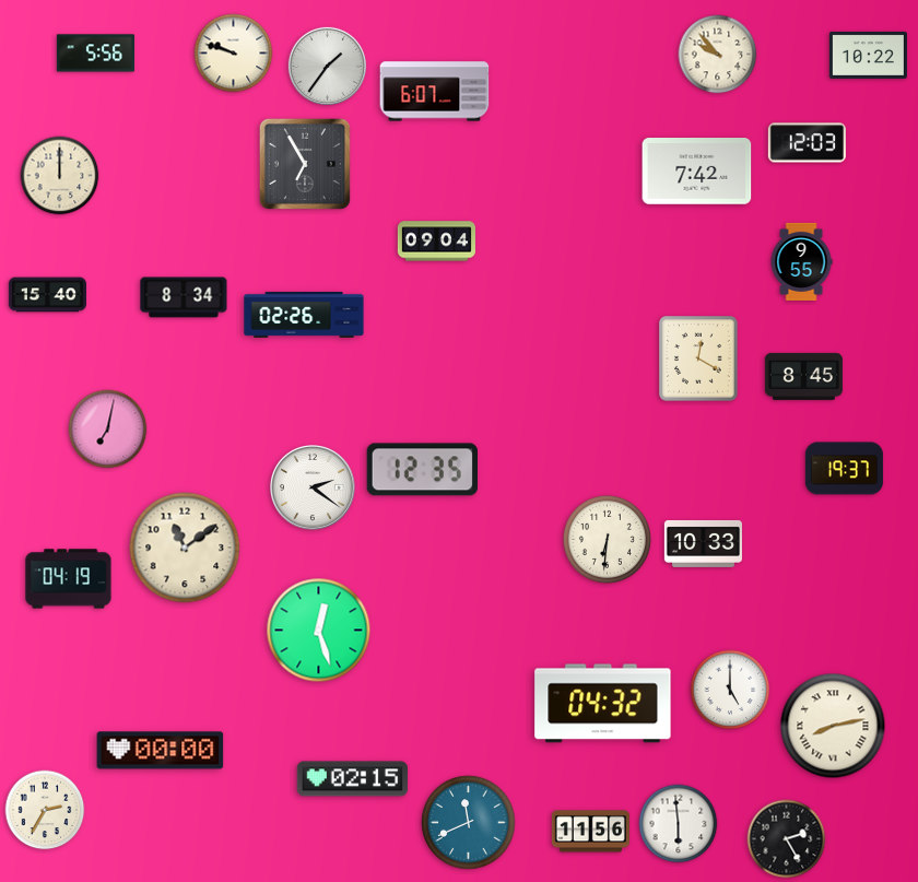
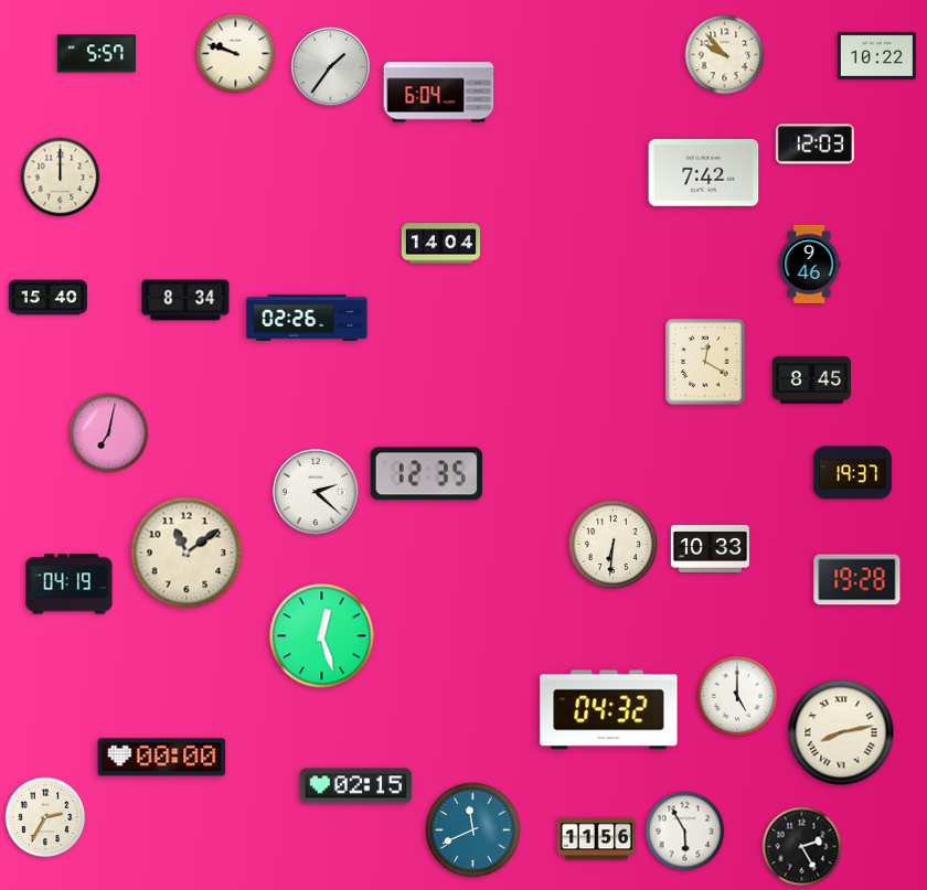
clock at (95, 54): 5:56 -> 5:57
clock at (435, 92): 6:07 -> 6:04
clock at (305, 164): 6:55 -> none
clock at (436, 242): 09:04 -> 14:04
clock at (801, 261): 9:55 -> 9:46
clock at (314, 489): 2:21 -> 2:22
clock at (857, 580): none -> 19:28
clock at (679, 824): 5:59 -> 5:55
clock at (787, 839) position: (787, 839) -> (802, 847)
